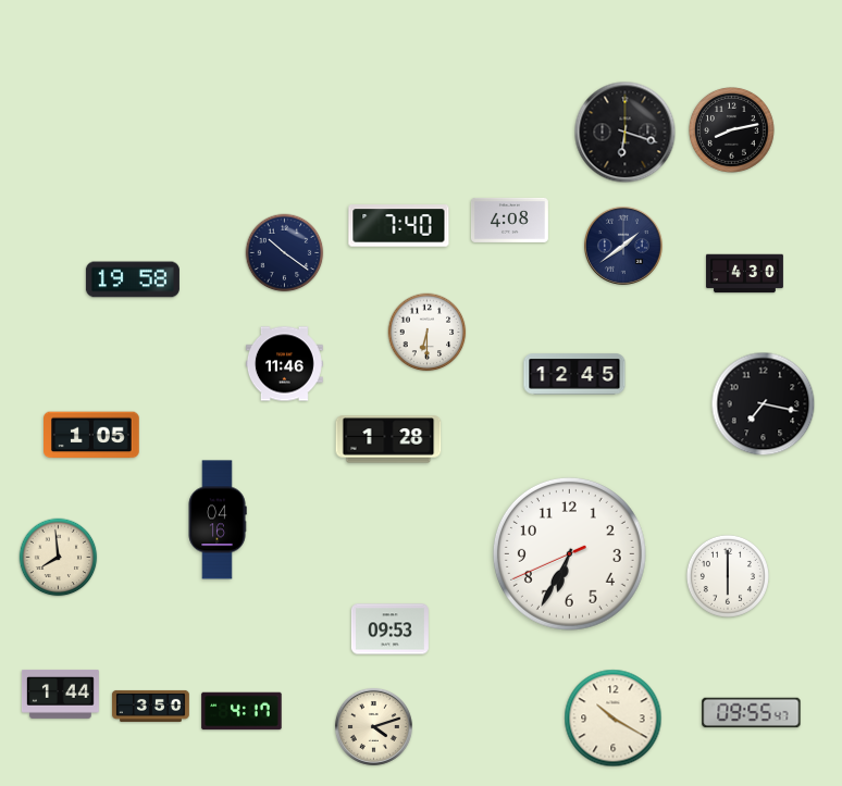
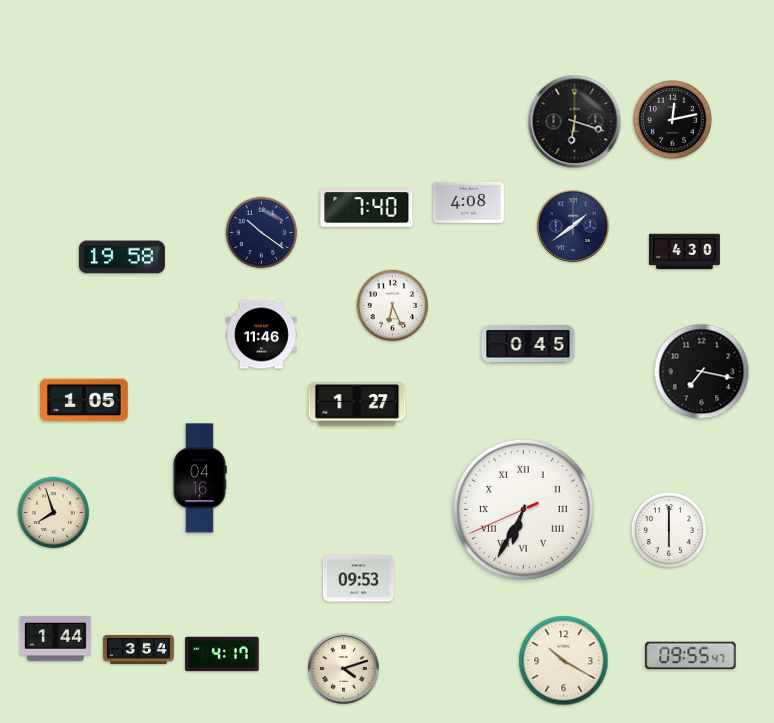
clock at (731, 129): 8:13 -> 12:13
clock at (428, 333): 6:30 -> 6:26
clock at (574, 374): 12:45 -> 0:45
clock at (388, 439): 1:28 -> 1:27
clock at (569, 553) numerals: Arabic -> Roman
clock at (59, 558): 7:59 -> 7:57
clock at (150, 706): 3:50 -> 3:54
